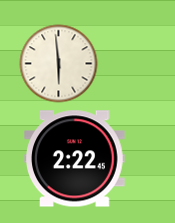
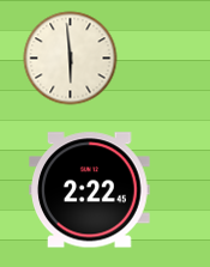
clock at (58, 63) position: (58, 63) -> (70, 57)
